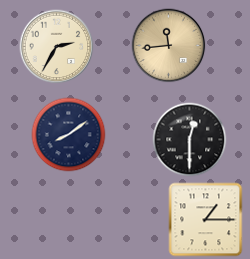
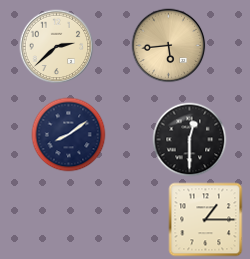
clock at (169, 46): 11:44 -> 5:44
clock at (57, 47): 2:35 -> 2:38
